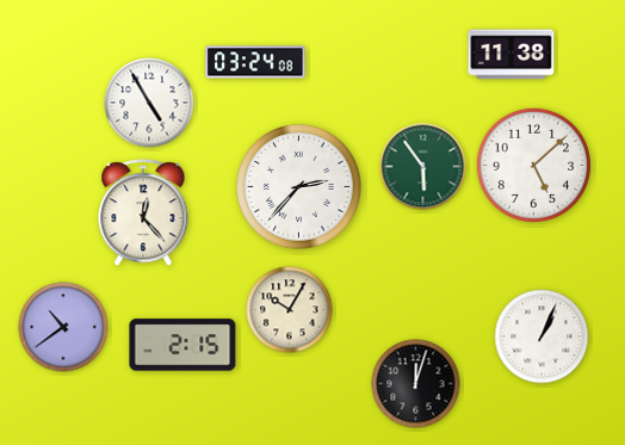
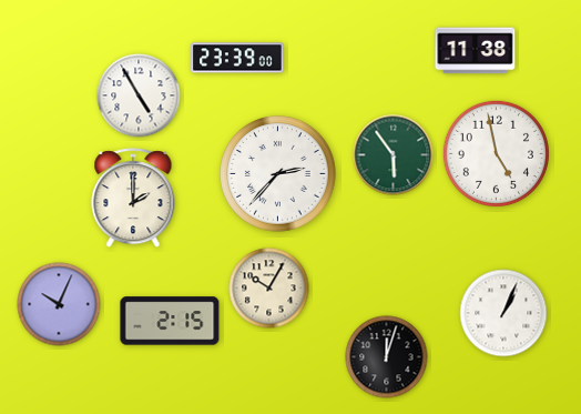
clock at (255, 62): 03:24 -> 23:39
clock at (533, 165): 5:08 -> 4:58
clock at (143, 214): 12:23 -> 2:00
clock at (63, 327): 10:39 -> 10:04
